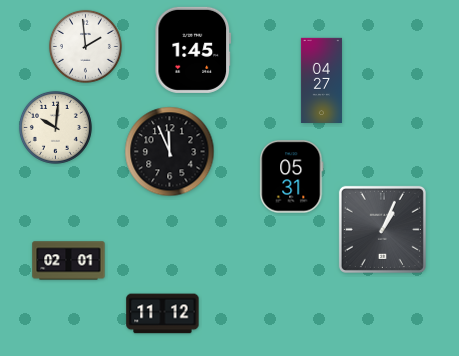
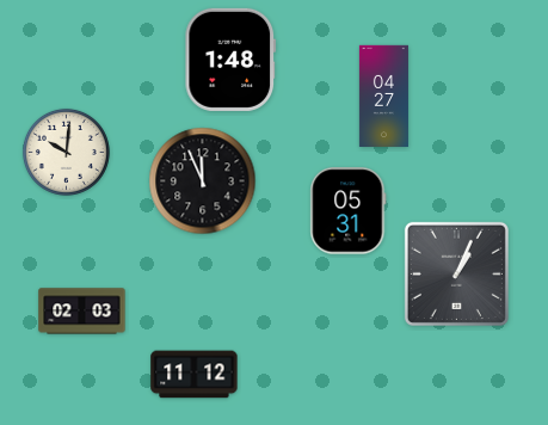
clock at (85, 46): 1:59 -> none
clock at (193, 50): 1:45 -> 1:48
clock at (69, 261): 02:01 -> 02:03
